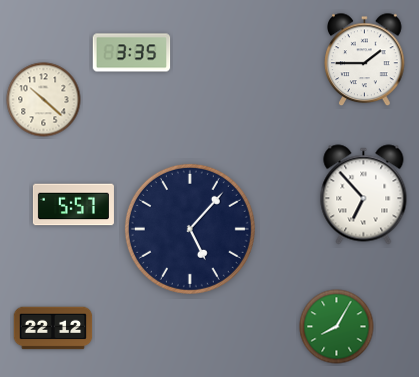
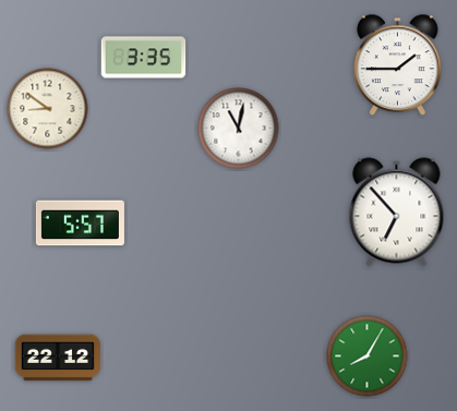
clock at (44, 100): 10:22 -> 8:51
clock at (239, 129): none -> 11:02
clock at (190, 229): 5:07 -> none
